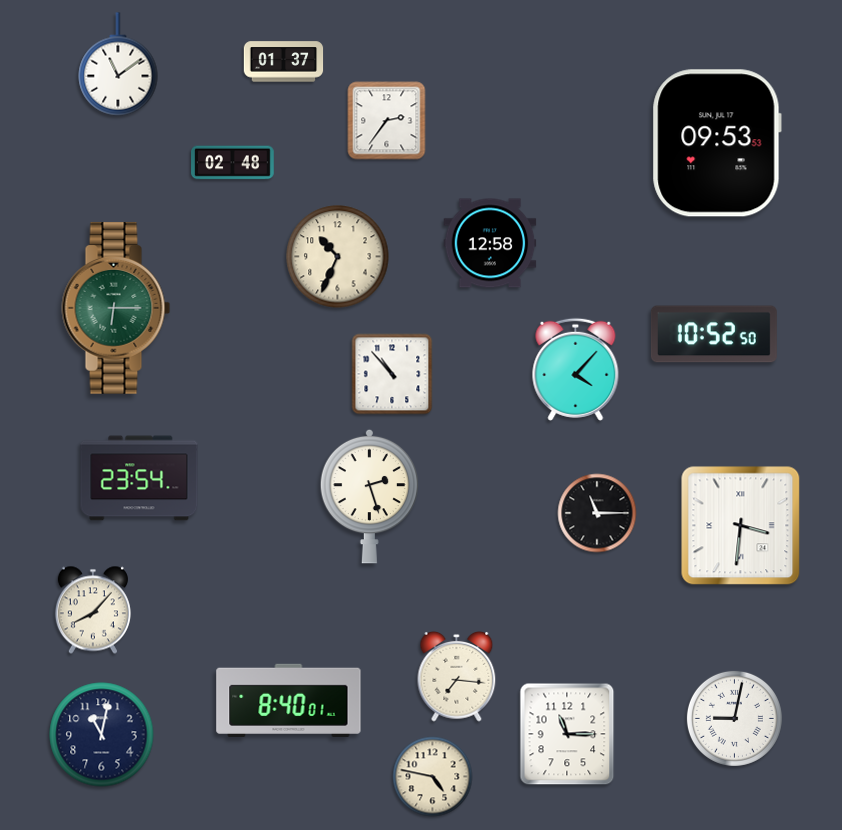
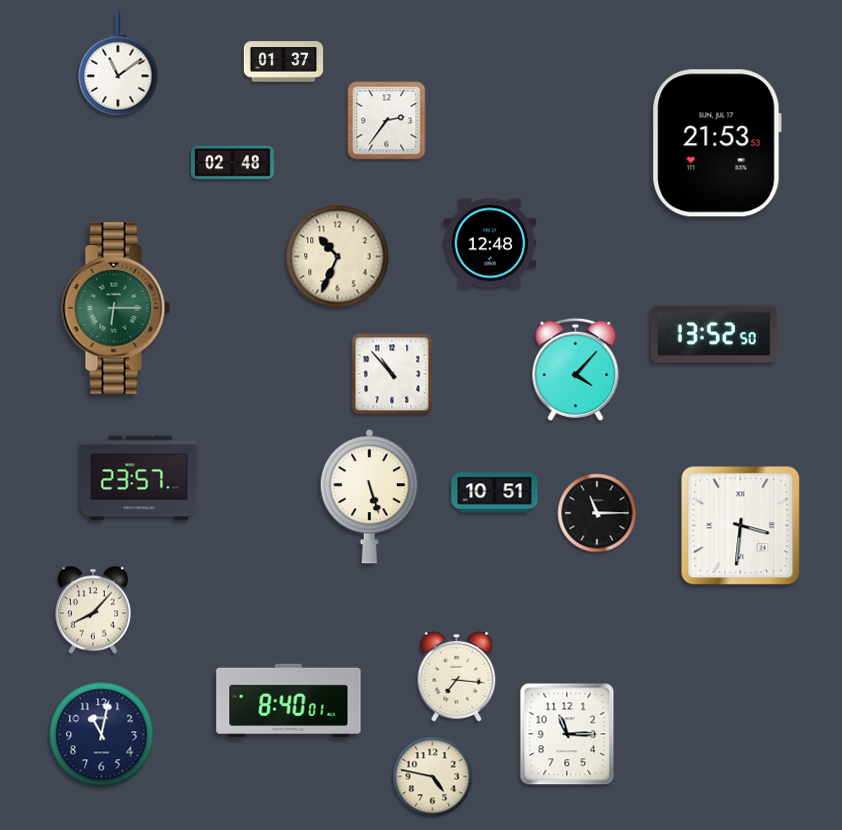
clock at (717, 143): 09:53 -> 21:53
clock at (490, 243): 12:58 -> 12:48
clock at (714, 334): 10:52 -> 13:52
clock at (139, 478): 23:54 -> 23:57
clock at (495, 493): none -> 10:51
clock at (370, 496): 2:27 -> 5:27
clock at (734, 718): 9:02 -> none
